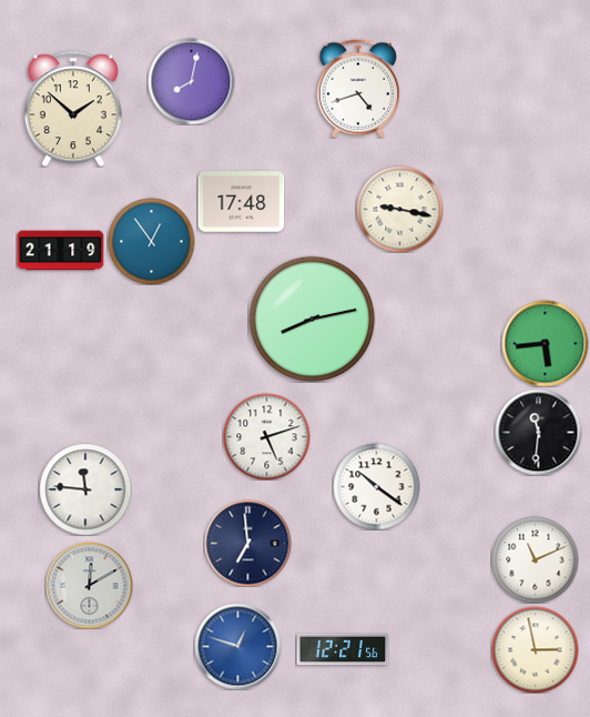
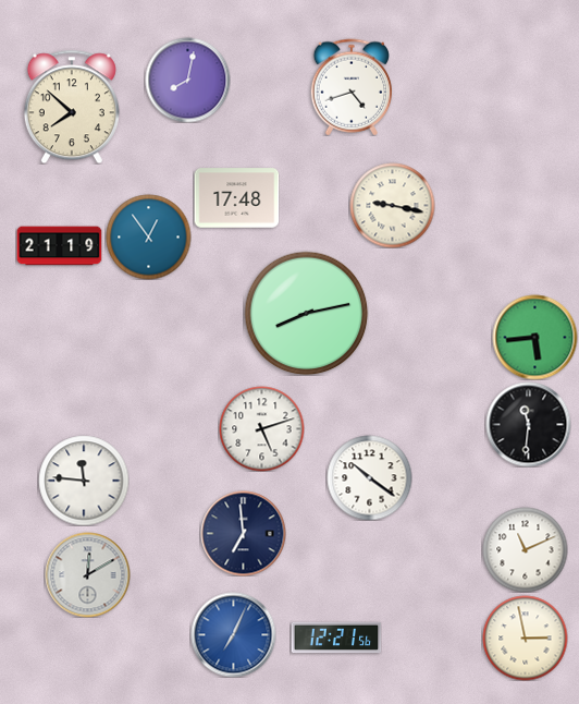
clock at (73, 109): 1:52 -> 7:52
clock at (237, 646): 12:48 -> 7:04
